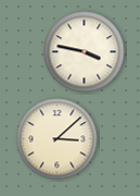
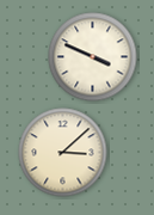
clock at (85, 52): 3:47 -> 3:49
